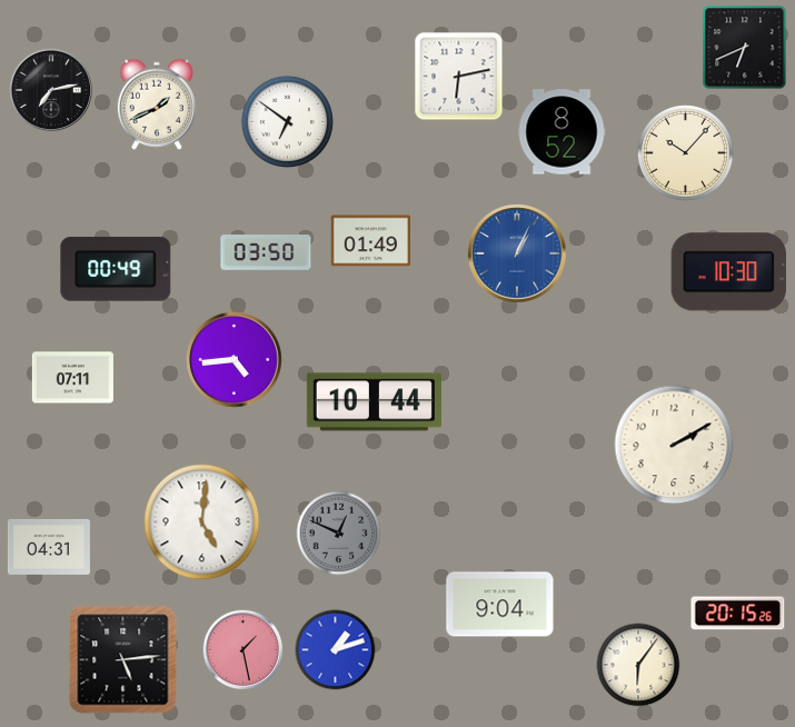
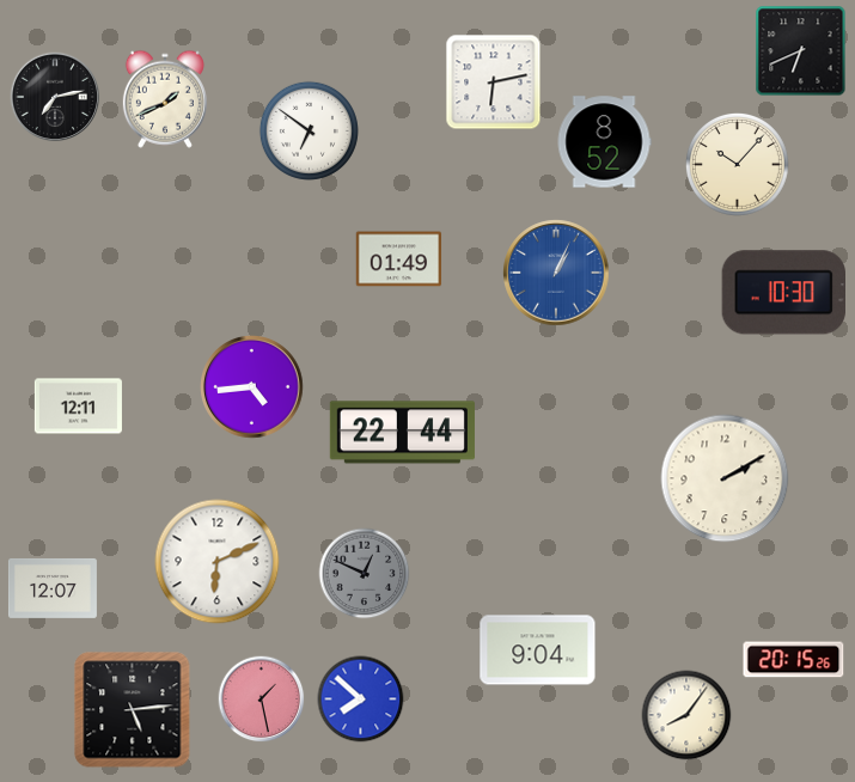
clock at (157, 104) position: (157, 104) -> (165, 99)
clock at (266, 252): 03:50 -> none
clock at (116, 269): 00:49 -> none
clock at (72, 378): 07:11 -> 12:11
clock at (374, 402): 10:44 -> 22:44
clock at (202, 522): 5:01 -> 6:11
clock at (49, 547): 04:31 -> 12:07
clock at (336, 650): 1:12 -> 7:52
clock at (638, 665): 6:06 -> 8:06
